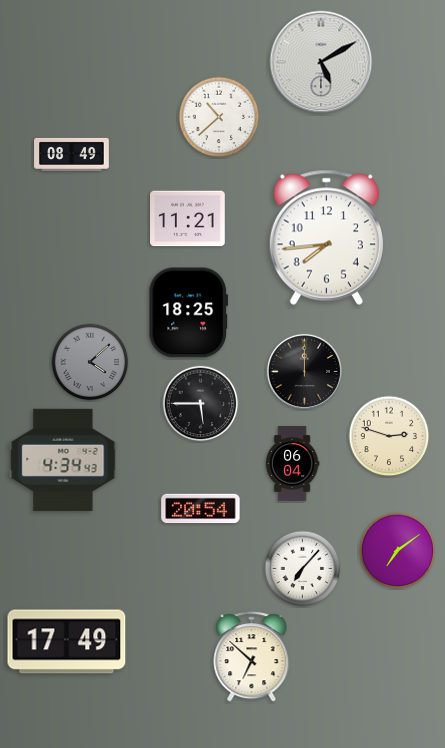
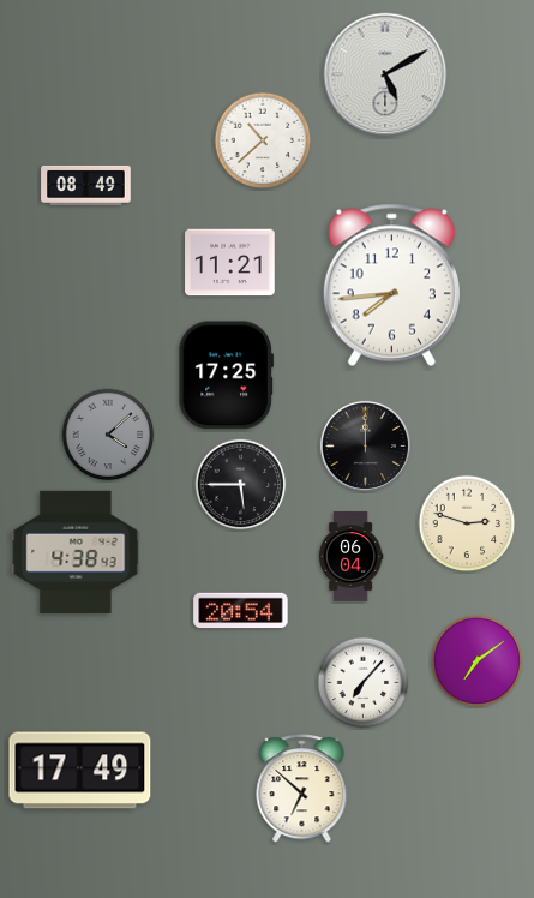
clock at (188, 219) position: (188, 219) -> (230, 263)
clock at (188, 313): 18:25 -> 17:25
clock at (63, 460): 4:34 -> 4:38
